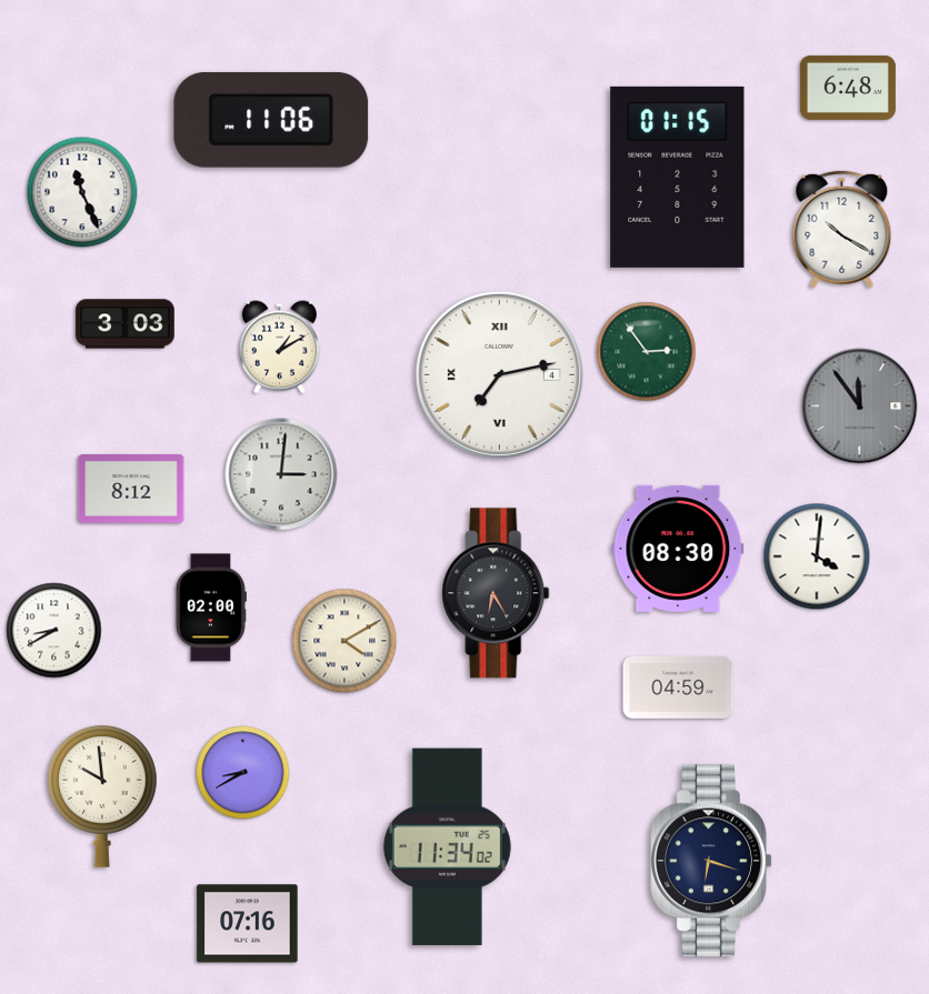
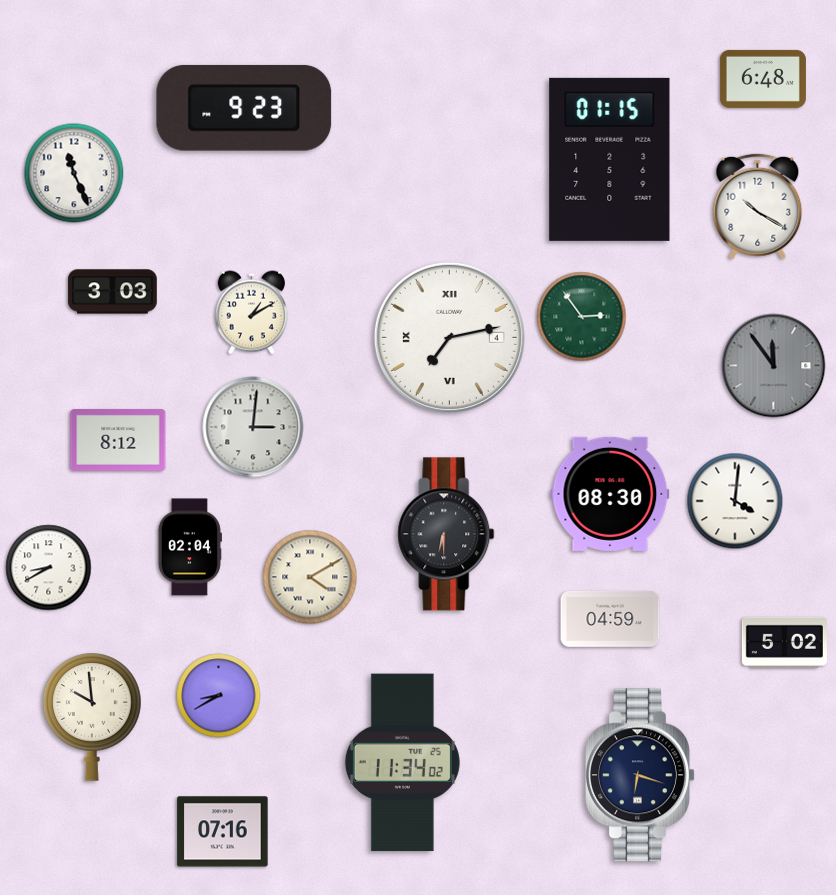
clock at (271, 120): 11:06 -> 9:23
clock at (496, 593): 6:25 -> 6:30
clock at (211, 608): 02:00 -> 02:04
clock at (784, 642): none -> 5:02
